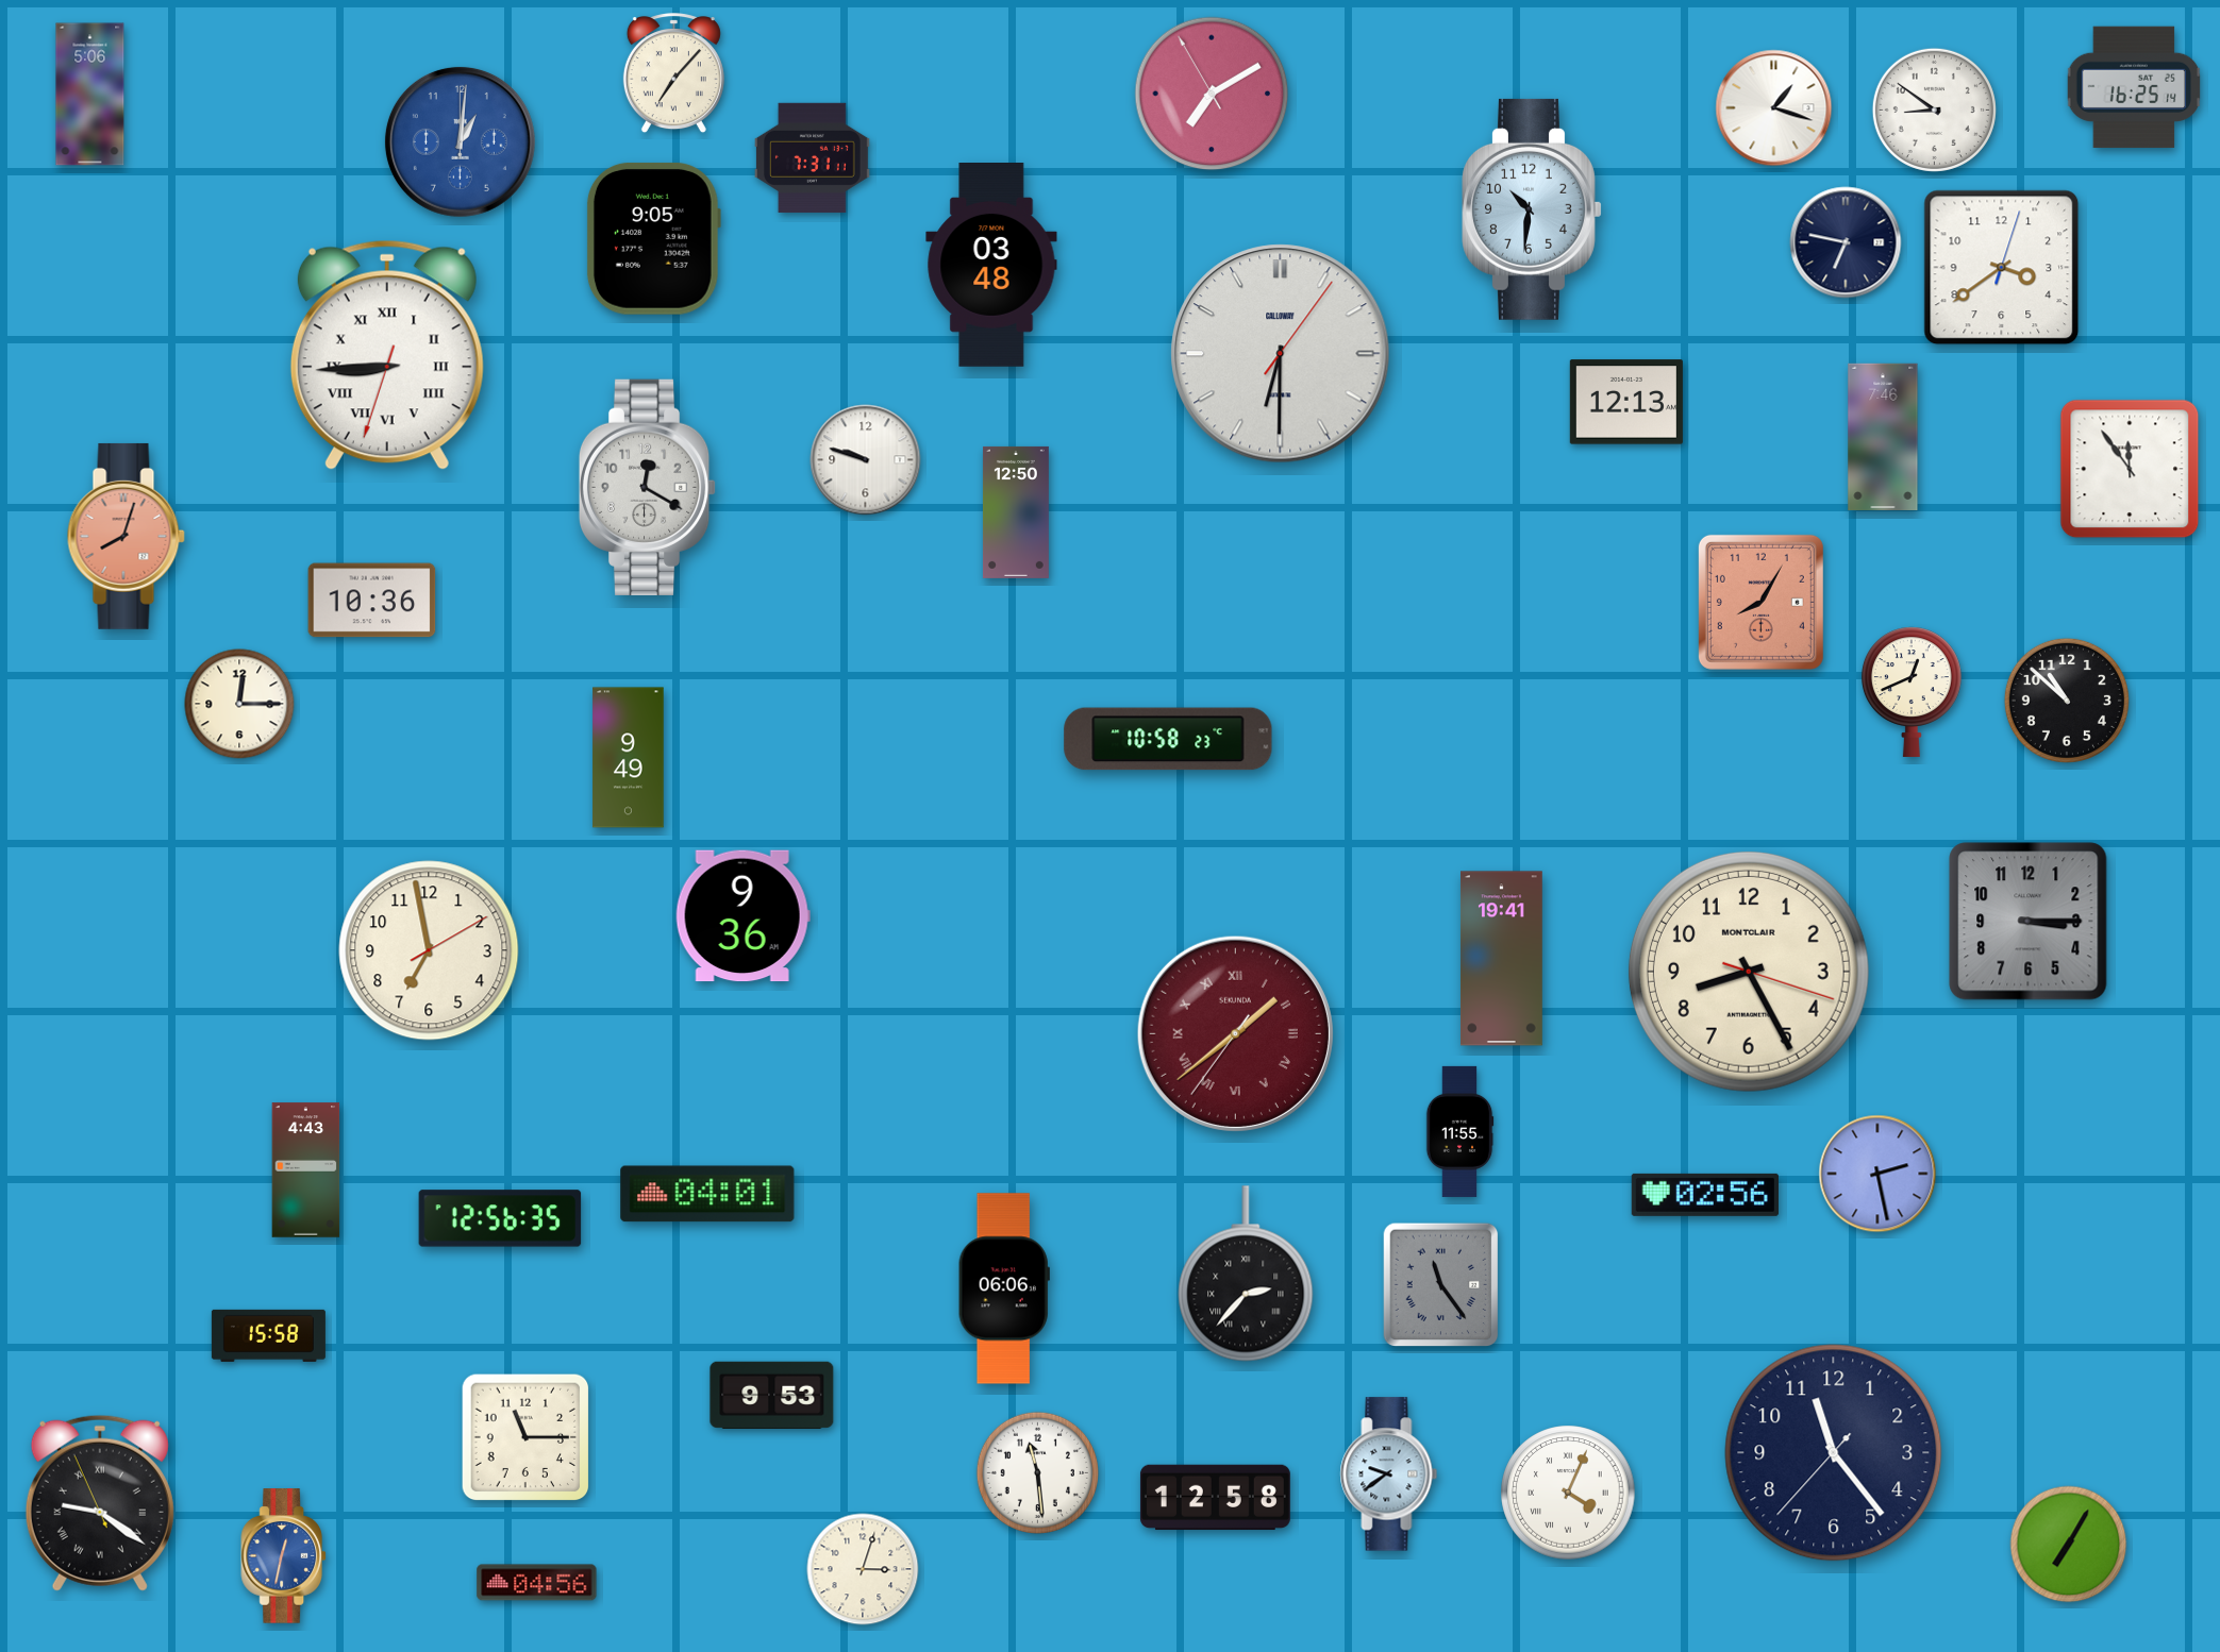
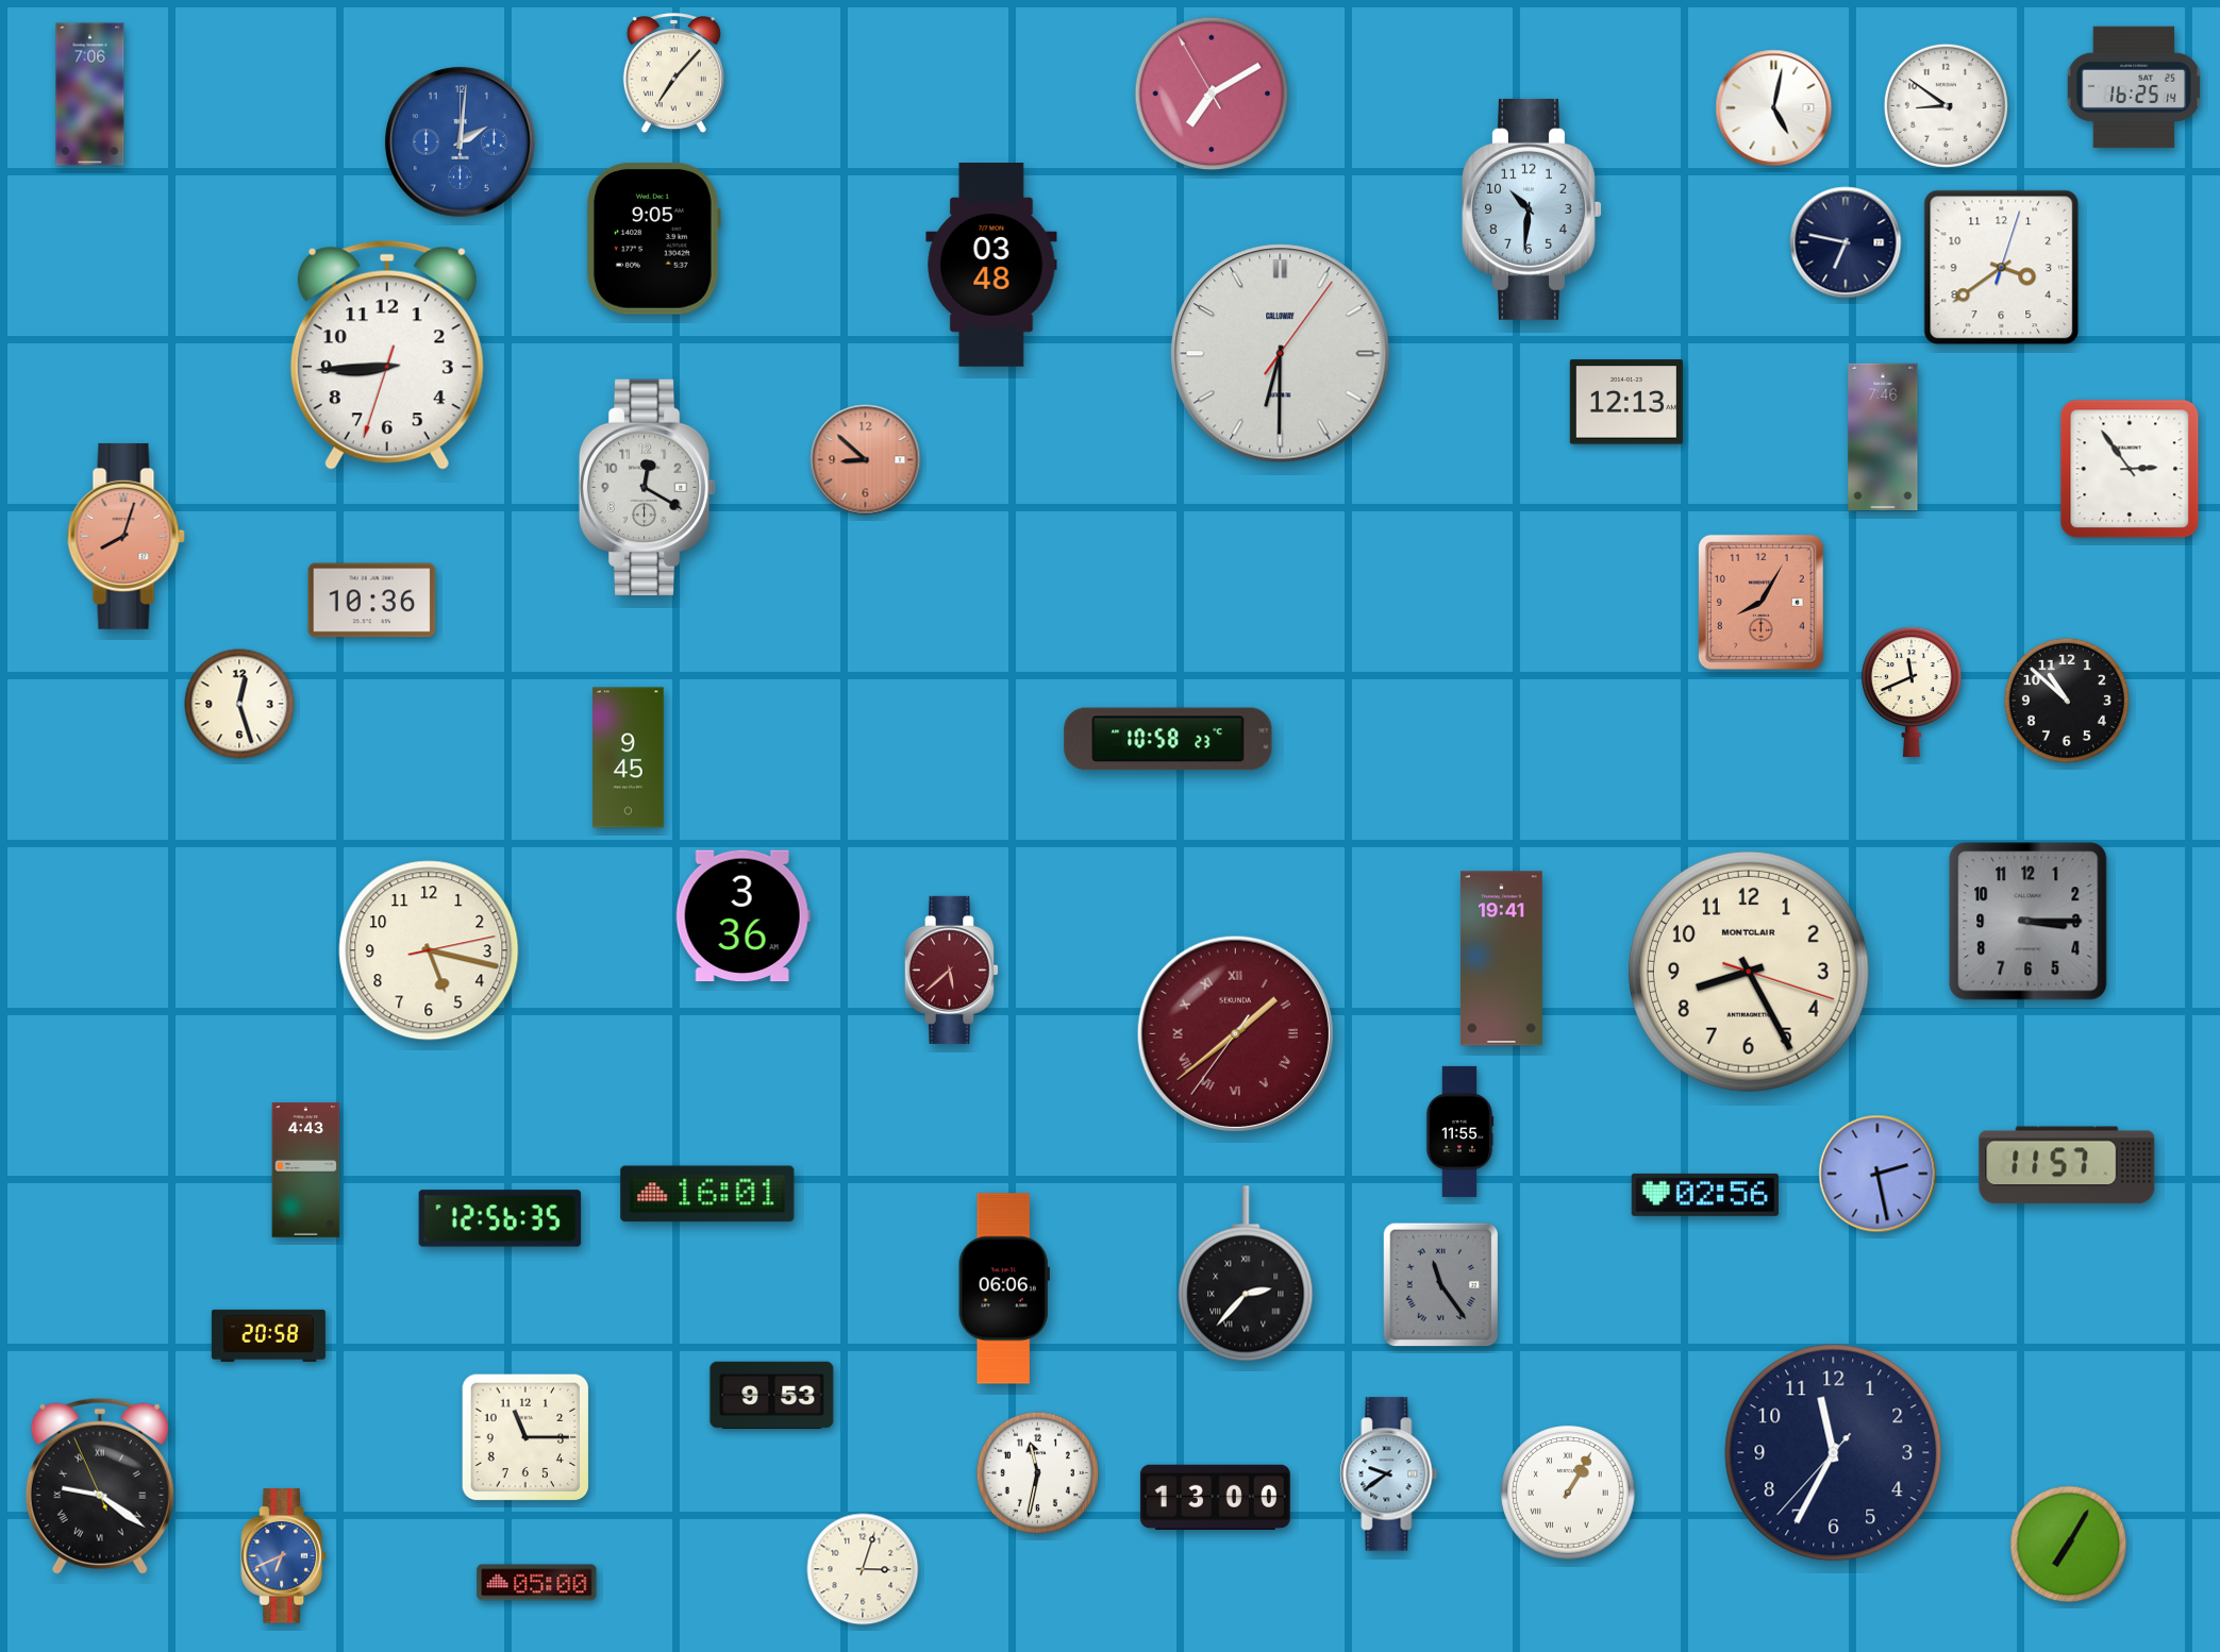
clock at (90, 95): 5:06 -> 7:06
clock at (1774, 108): 1:18 -> 5:02
clock at (1934, 109) position: (1934, 109) -> (1946, 105)
clock at (460, 141): 1:01 -> 2:01
clock at (813, 157): 7:31 -> none
clock at (387, 355) numerals: Roman -> Arabic
clock at (866, 460): 9:48 -> 8:52
clock at (866, 460) dial: white -> salmon
clock at (2130, 469): 11:54 -> 2:54
clock at (1016, 512): 12:50 -> none
clock at (1912, 692): 12:41 -> 11:41
clock at (239, 704): 12:15 -> 12:27
clock at (629, 758): 9:49 -> 9:45
clock at (742, 916): 9:36 -> 3:36
clock at (429, 950): 6:58 -> 5:17
clock at (951, 970): none -> 5:38
clock at (2067, 1165): none -> 11:57
clock at (707, 1194): 04:01 -> 16:01
clock at (268, 1335): 15:58 -> 20:58
clock at (1834, 1453): 11:23 -> 11:34
clock at (1037, 1472): 11:29 -> 11:32
clock at (1568, 1493): 4:04 -> 1:05
clock at (1215, 1498): 12:58 -> 13:00
clock at (100, 1503) position: (100, 1503) -> (100, 1486)
clock at (284, 1556): 12:32 -> 6:41
clock at (537, 1583): 04:56 -> 05:00
